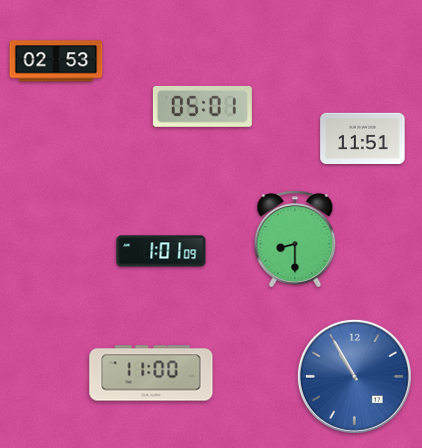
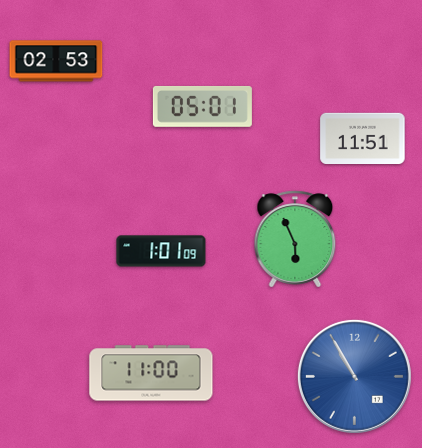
clock at (295, 239): 8:30 -> 5:56
